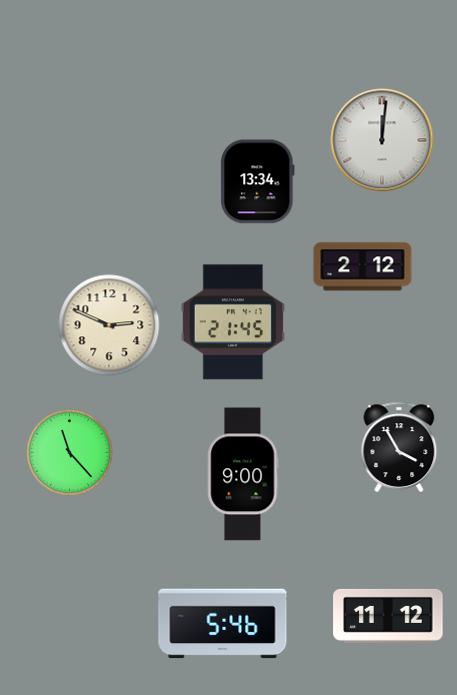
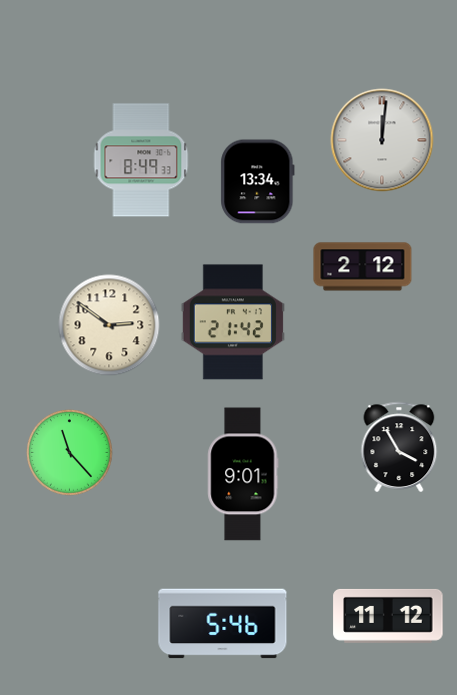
clock at (141, 160): none -> 8:49
clock at (233, 322): 21:45 -> 21:42
clock at (109, 325): 2:49 -> 2:51
clock at (243, 474): 9:00 -> 9:01
